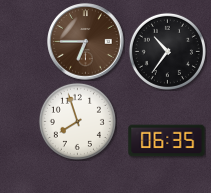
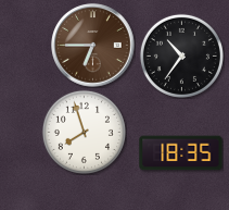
clock at (167, 141): 06:35 -> 18:35
